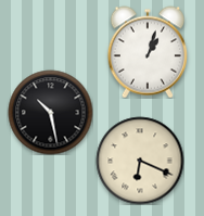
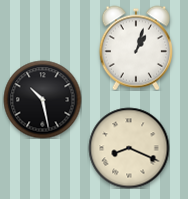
clock at (50, 112) position: (50, 112) -> (42, 99)
clock at (140, 161): 6:19 -> 8:19
